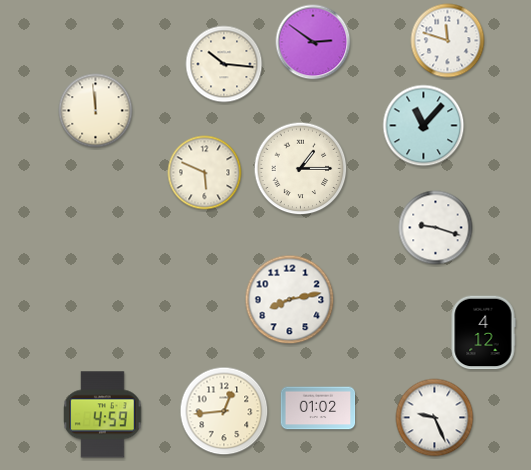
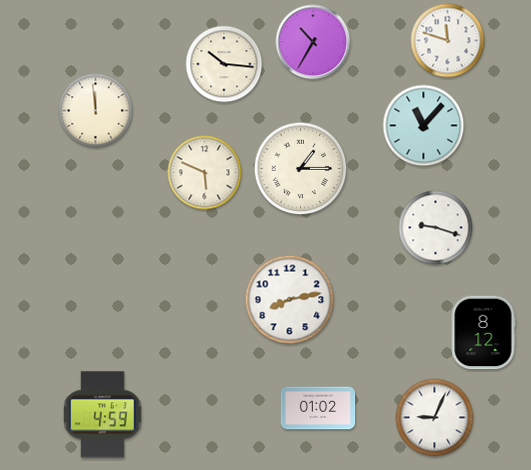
clock at (313, 42): 2:51 -> 10:35
clock at (483, 333): 4:12 -> 8:12
clock at (224, 411): 12:44 -> none
clock at (435, 418): 9:26 -> 9:04
